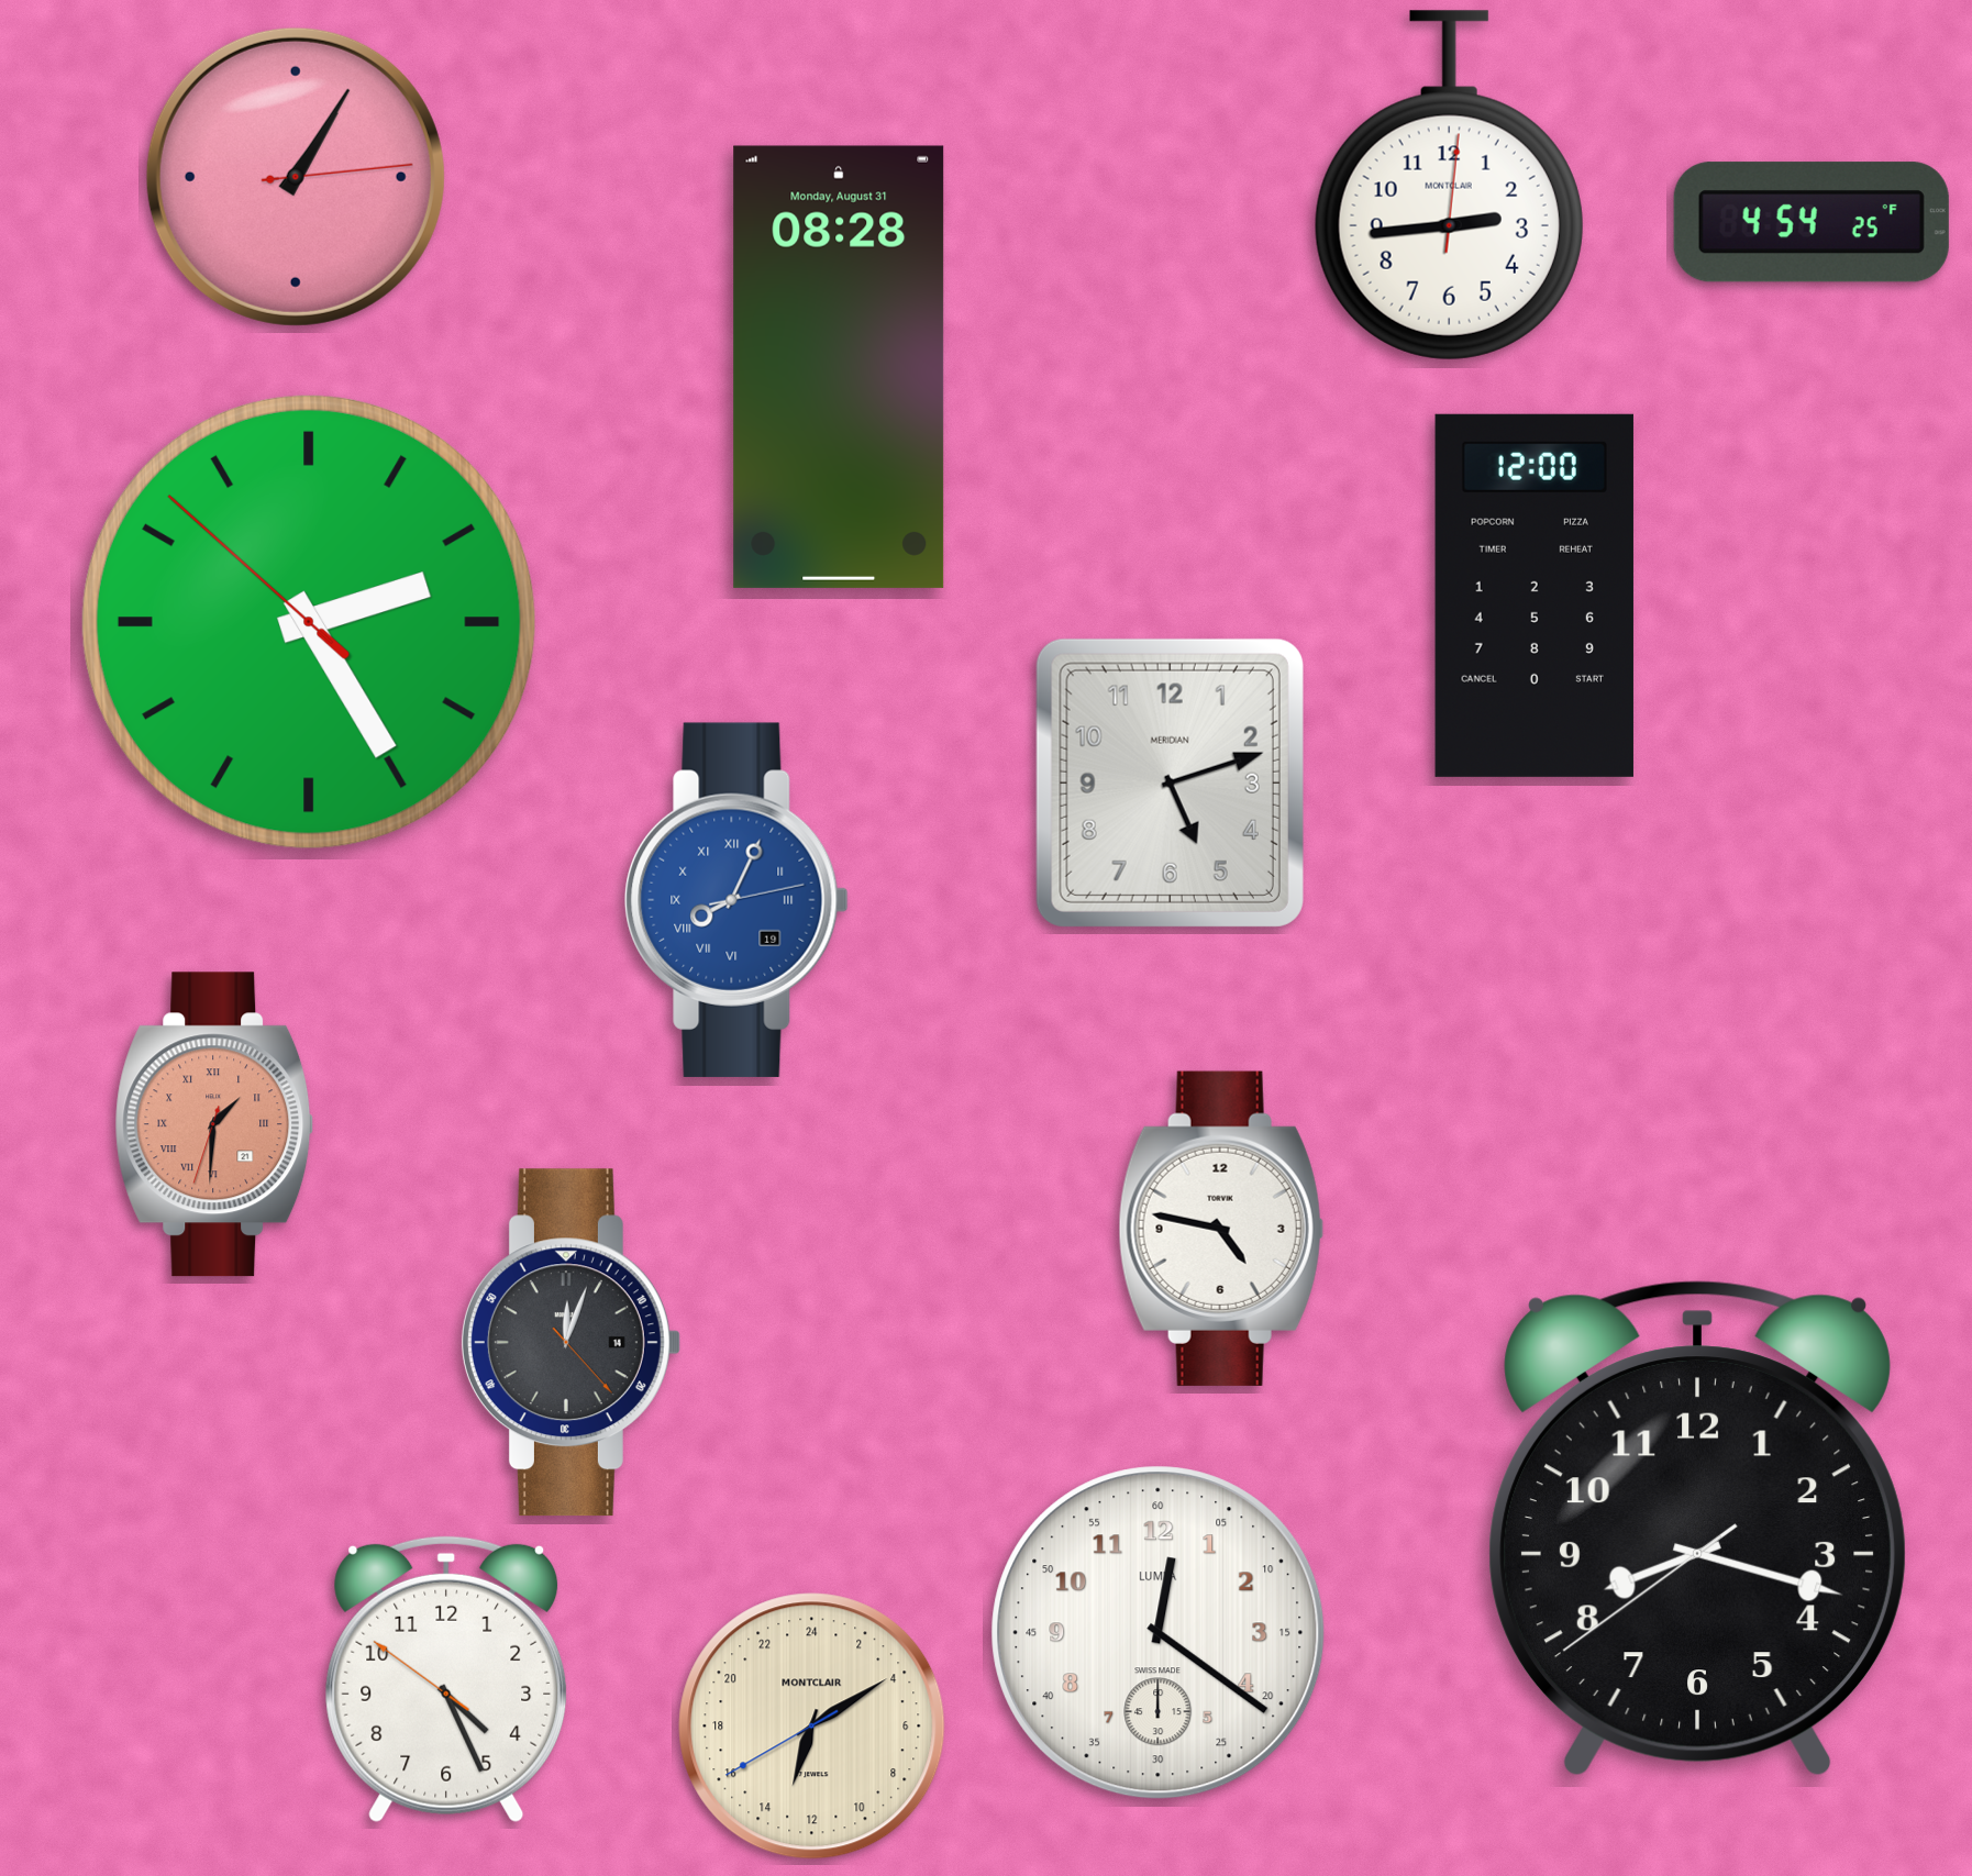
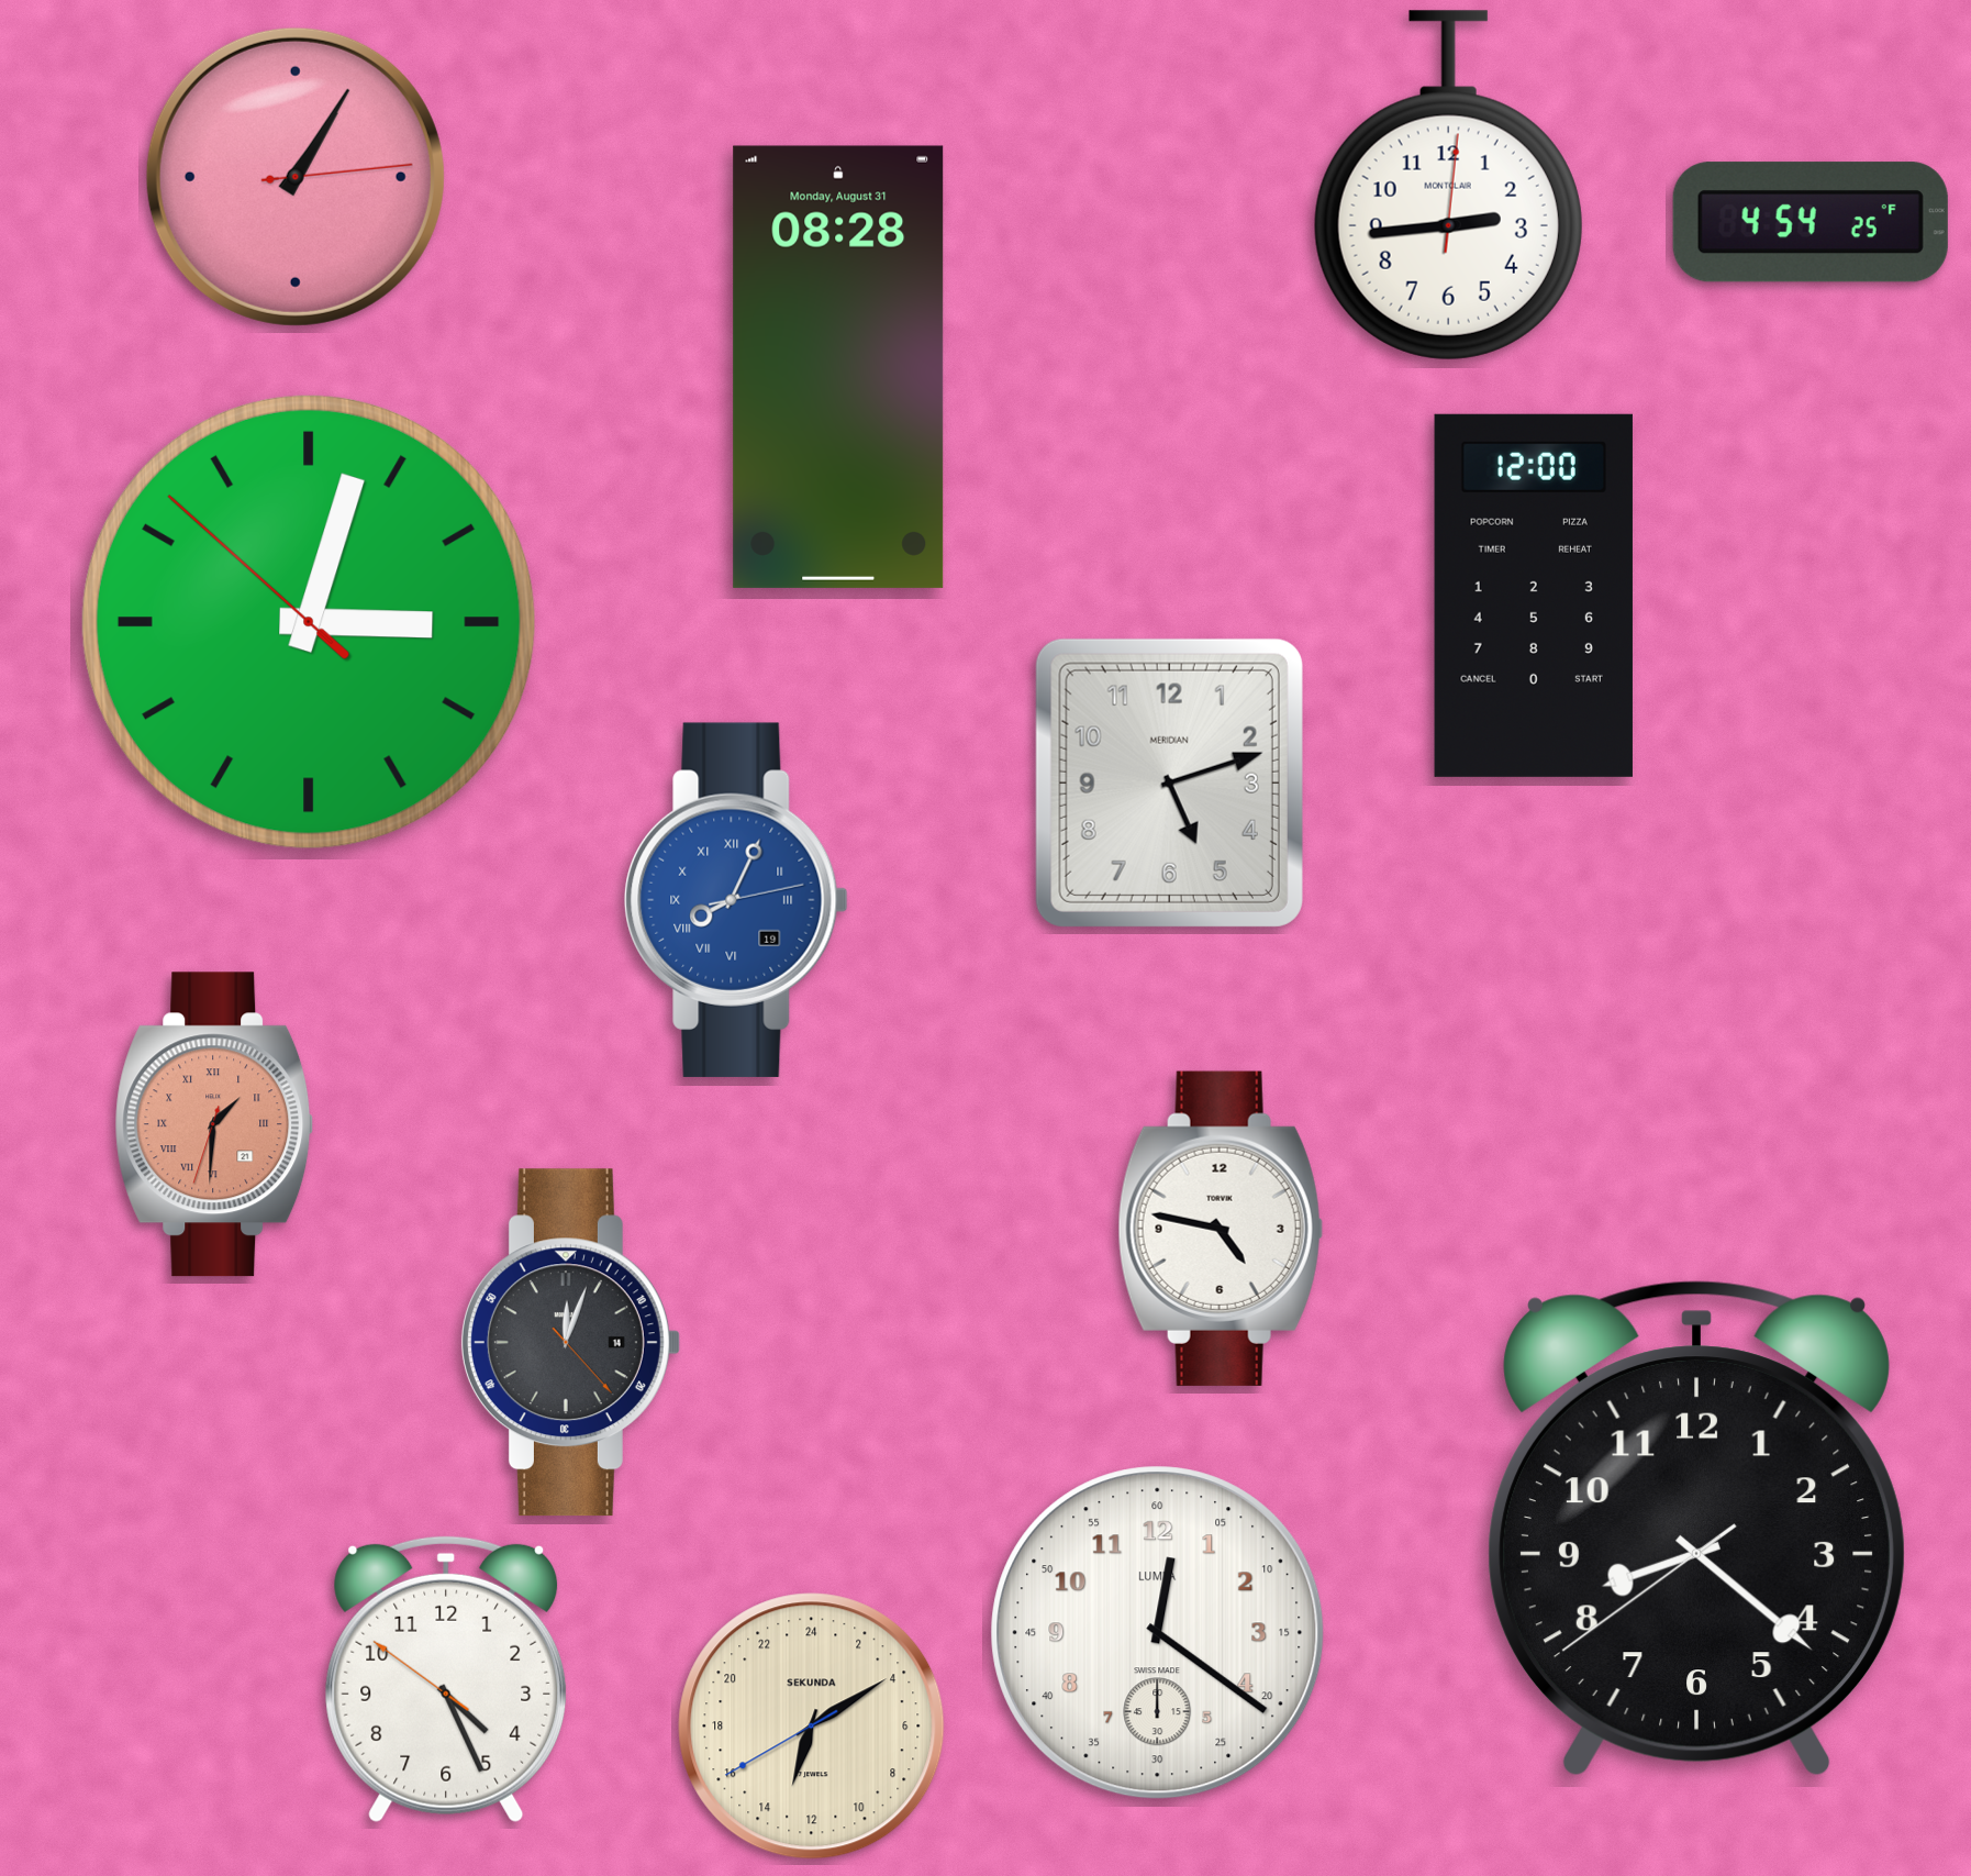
clock at (309, 622): 2:24 -> 3:02
clock at (1697, 1529): 8:17 -> 8:21
clock at (812, 1727) brand: MONTCLAIR -> SEKUNDA
